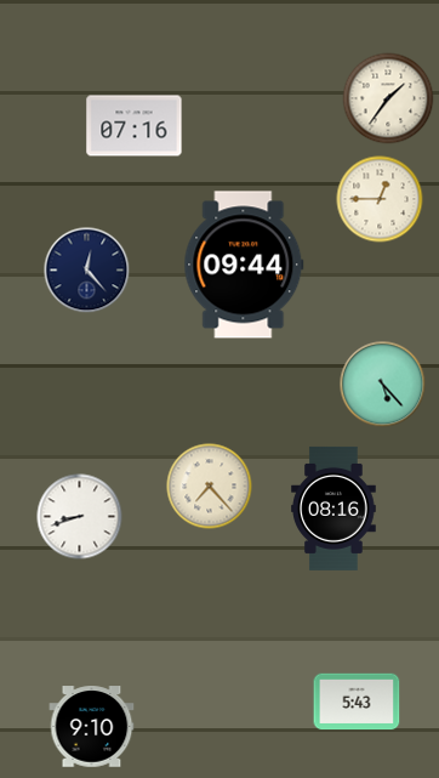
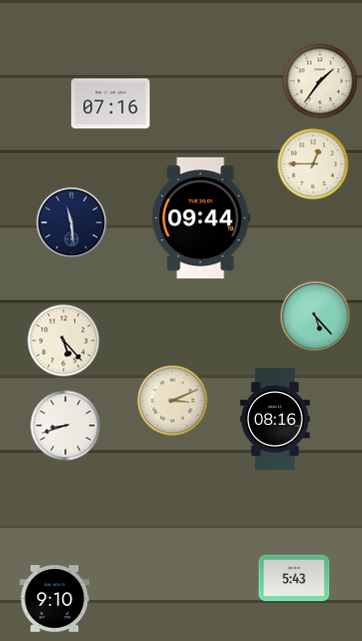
clock at (87, 271): 12:23 -> 11:29
clock at (64, 341): none -> 5:23
clock at (210, 487): 7:23 -> 3:11
clock at (92, 727) position: (92, 727) -> (55, 599)
